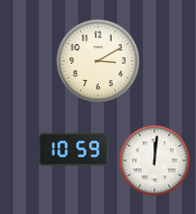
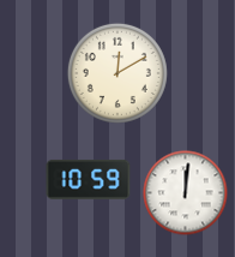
clock at (98, 61): 3:10 -> 12:10
